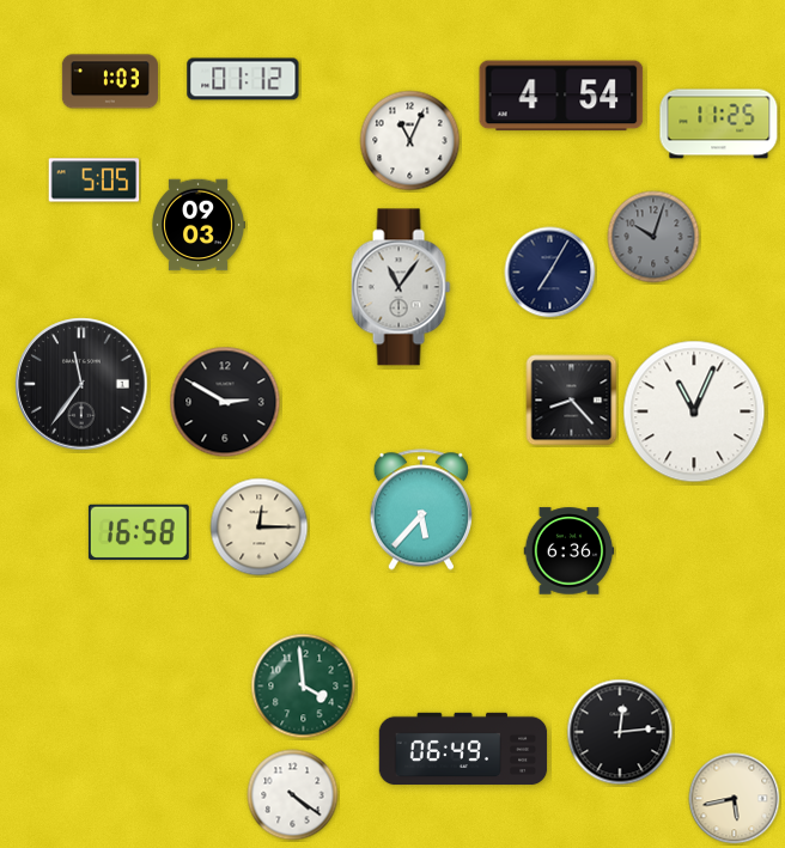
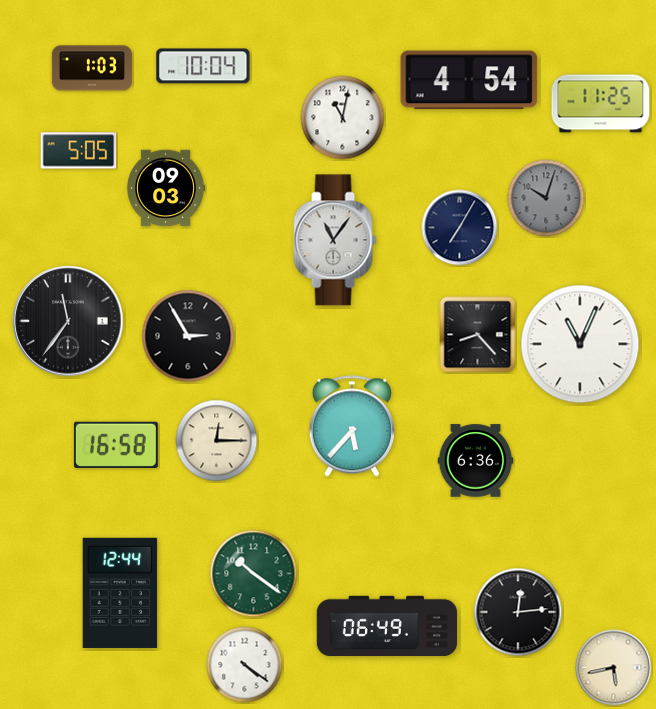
clock at (243, 79): 01:12 -> 10:04
clock at (410, 141): 11:04 -> 11:02
clock at (225, 402): 2:50 -> 2:55
clock at (304, 687): 3:59 -> 10:21
clock at (120, 593): none -> 12:44
